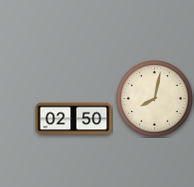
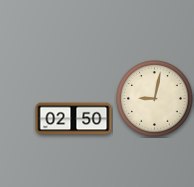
clock at (155, 99): 8:02 -> 9:02
